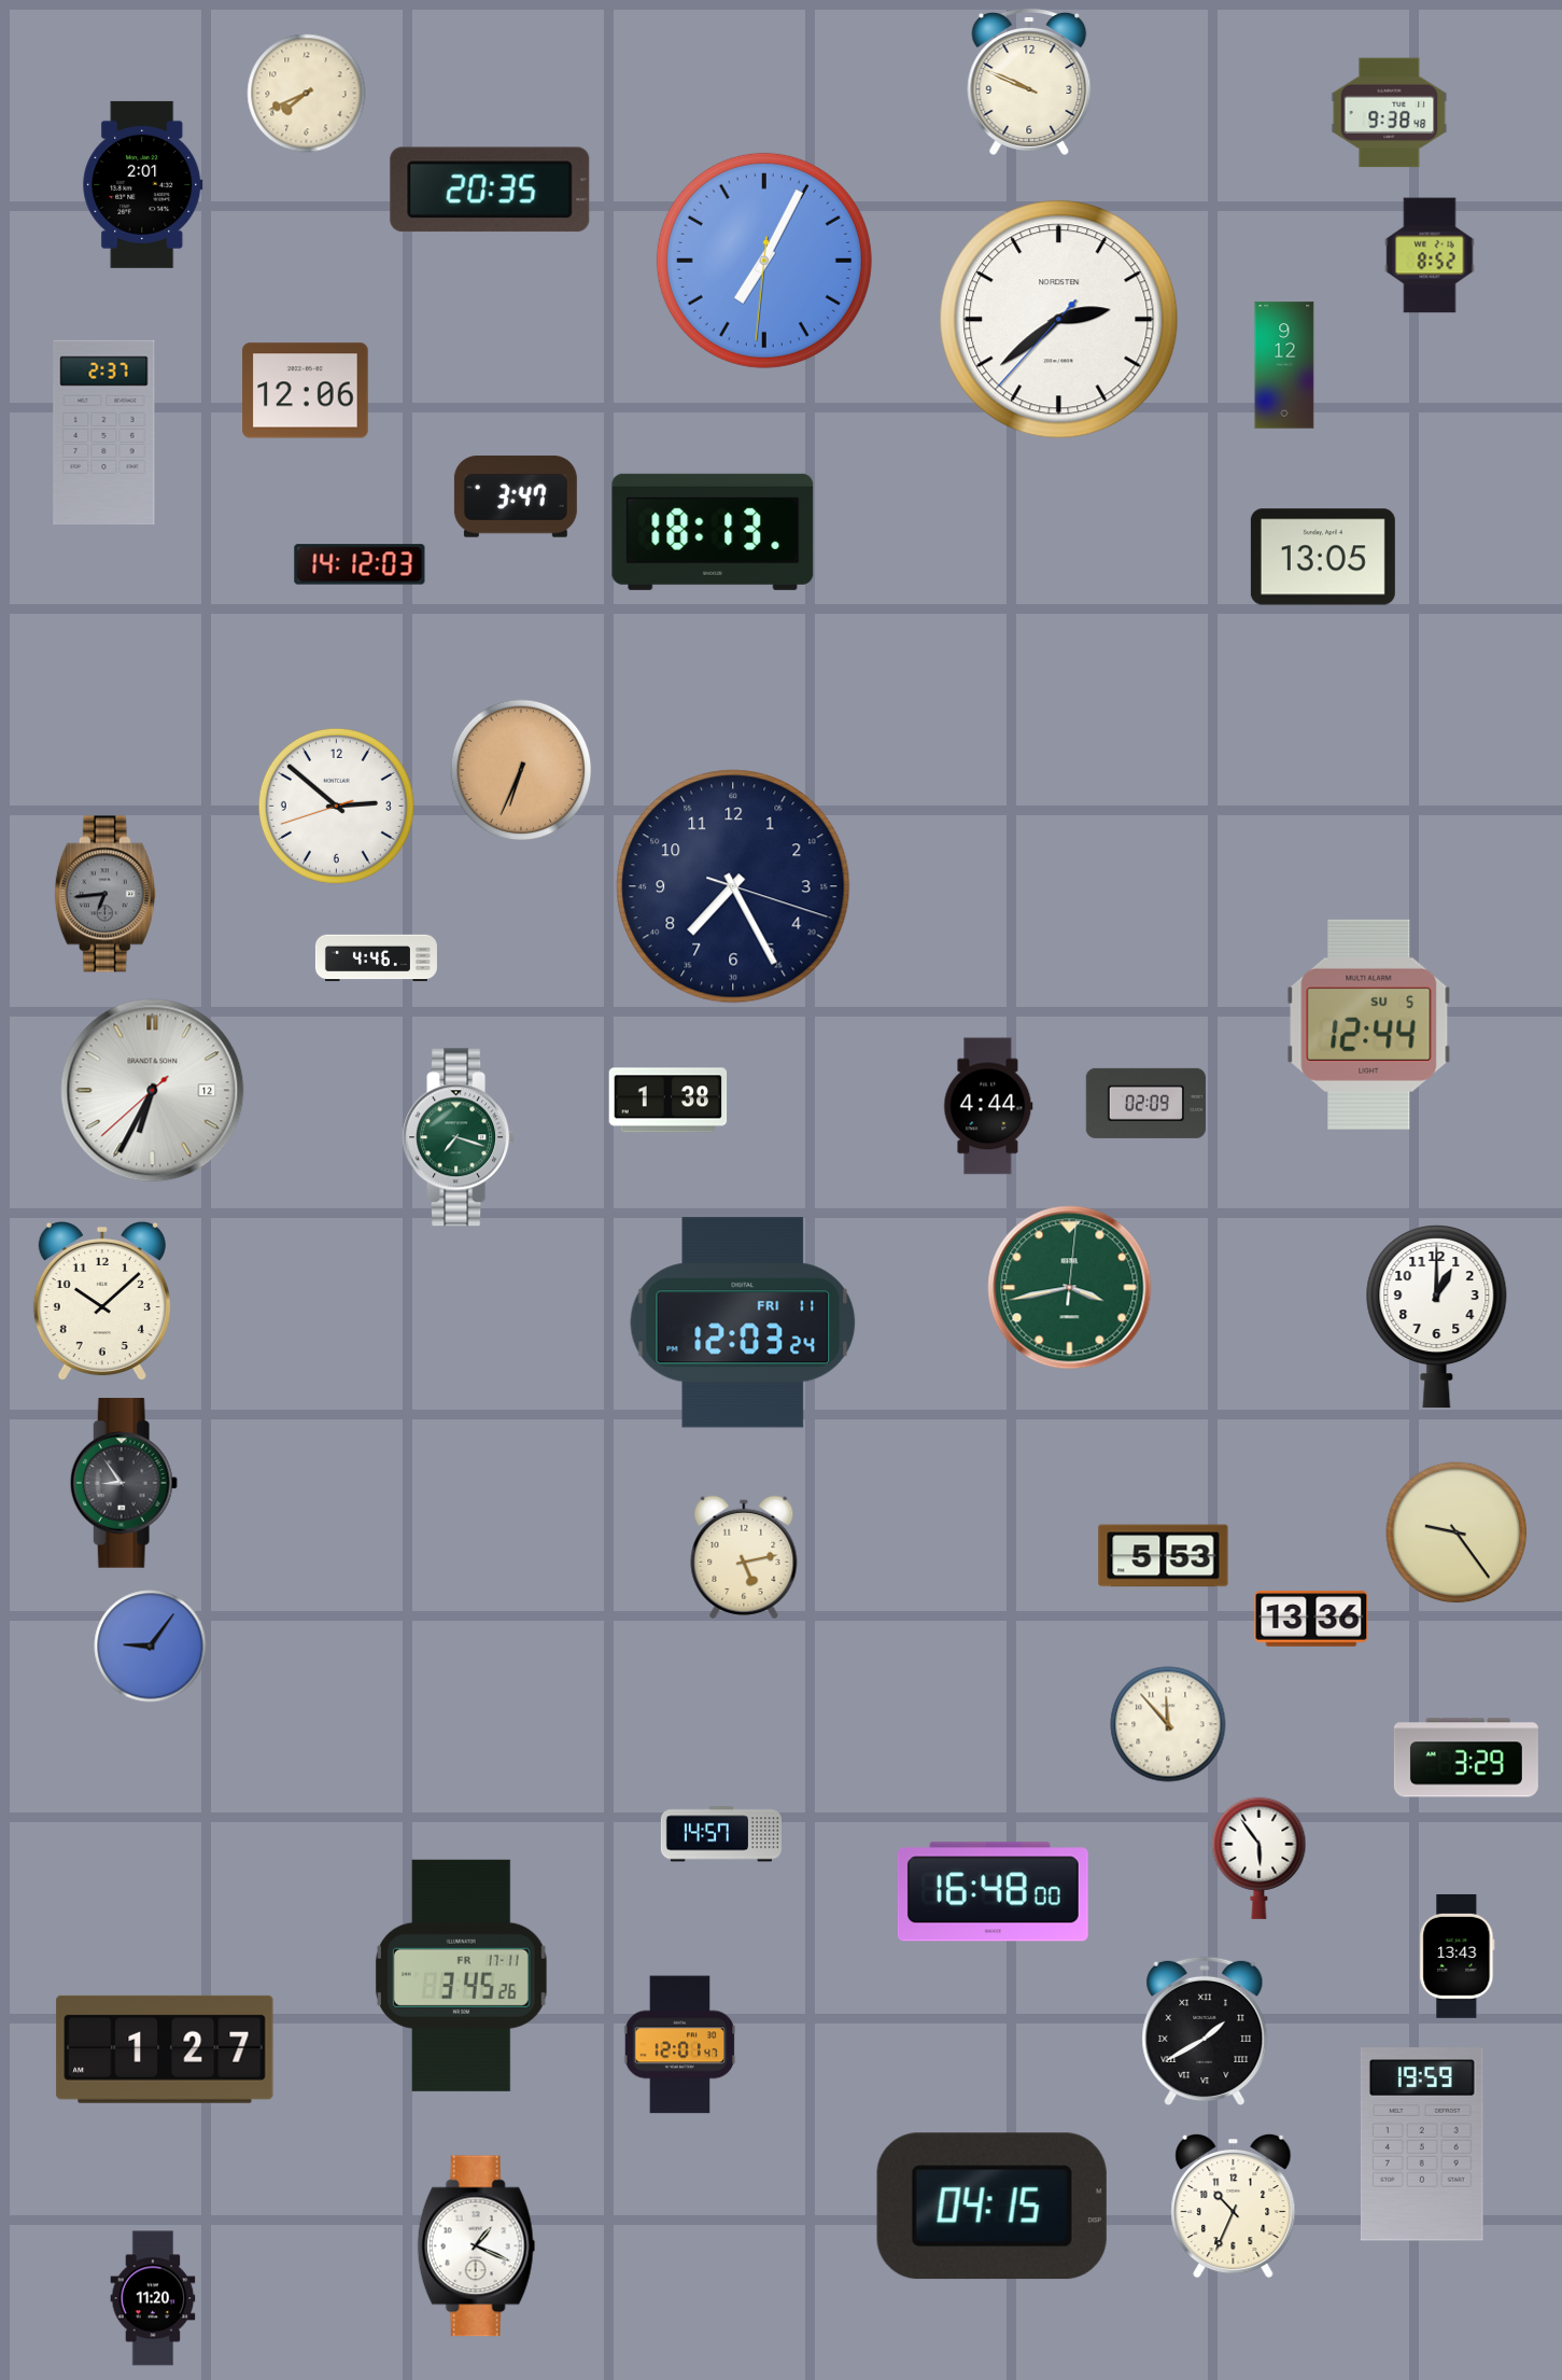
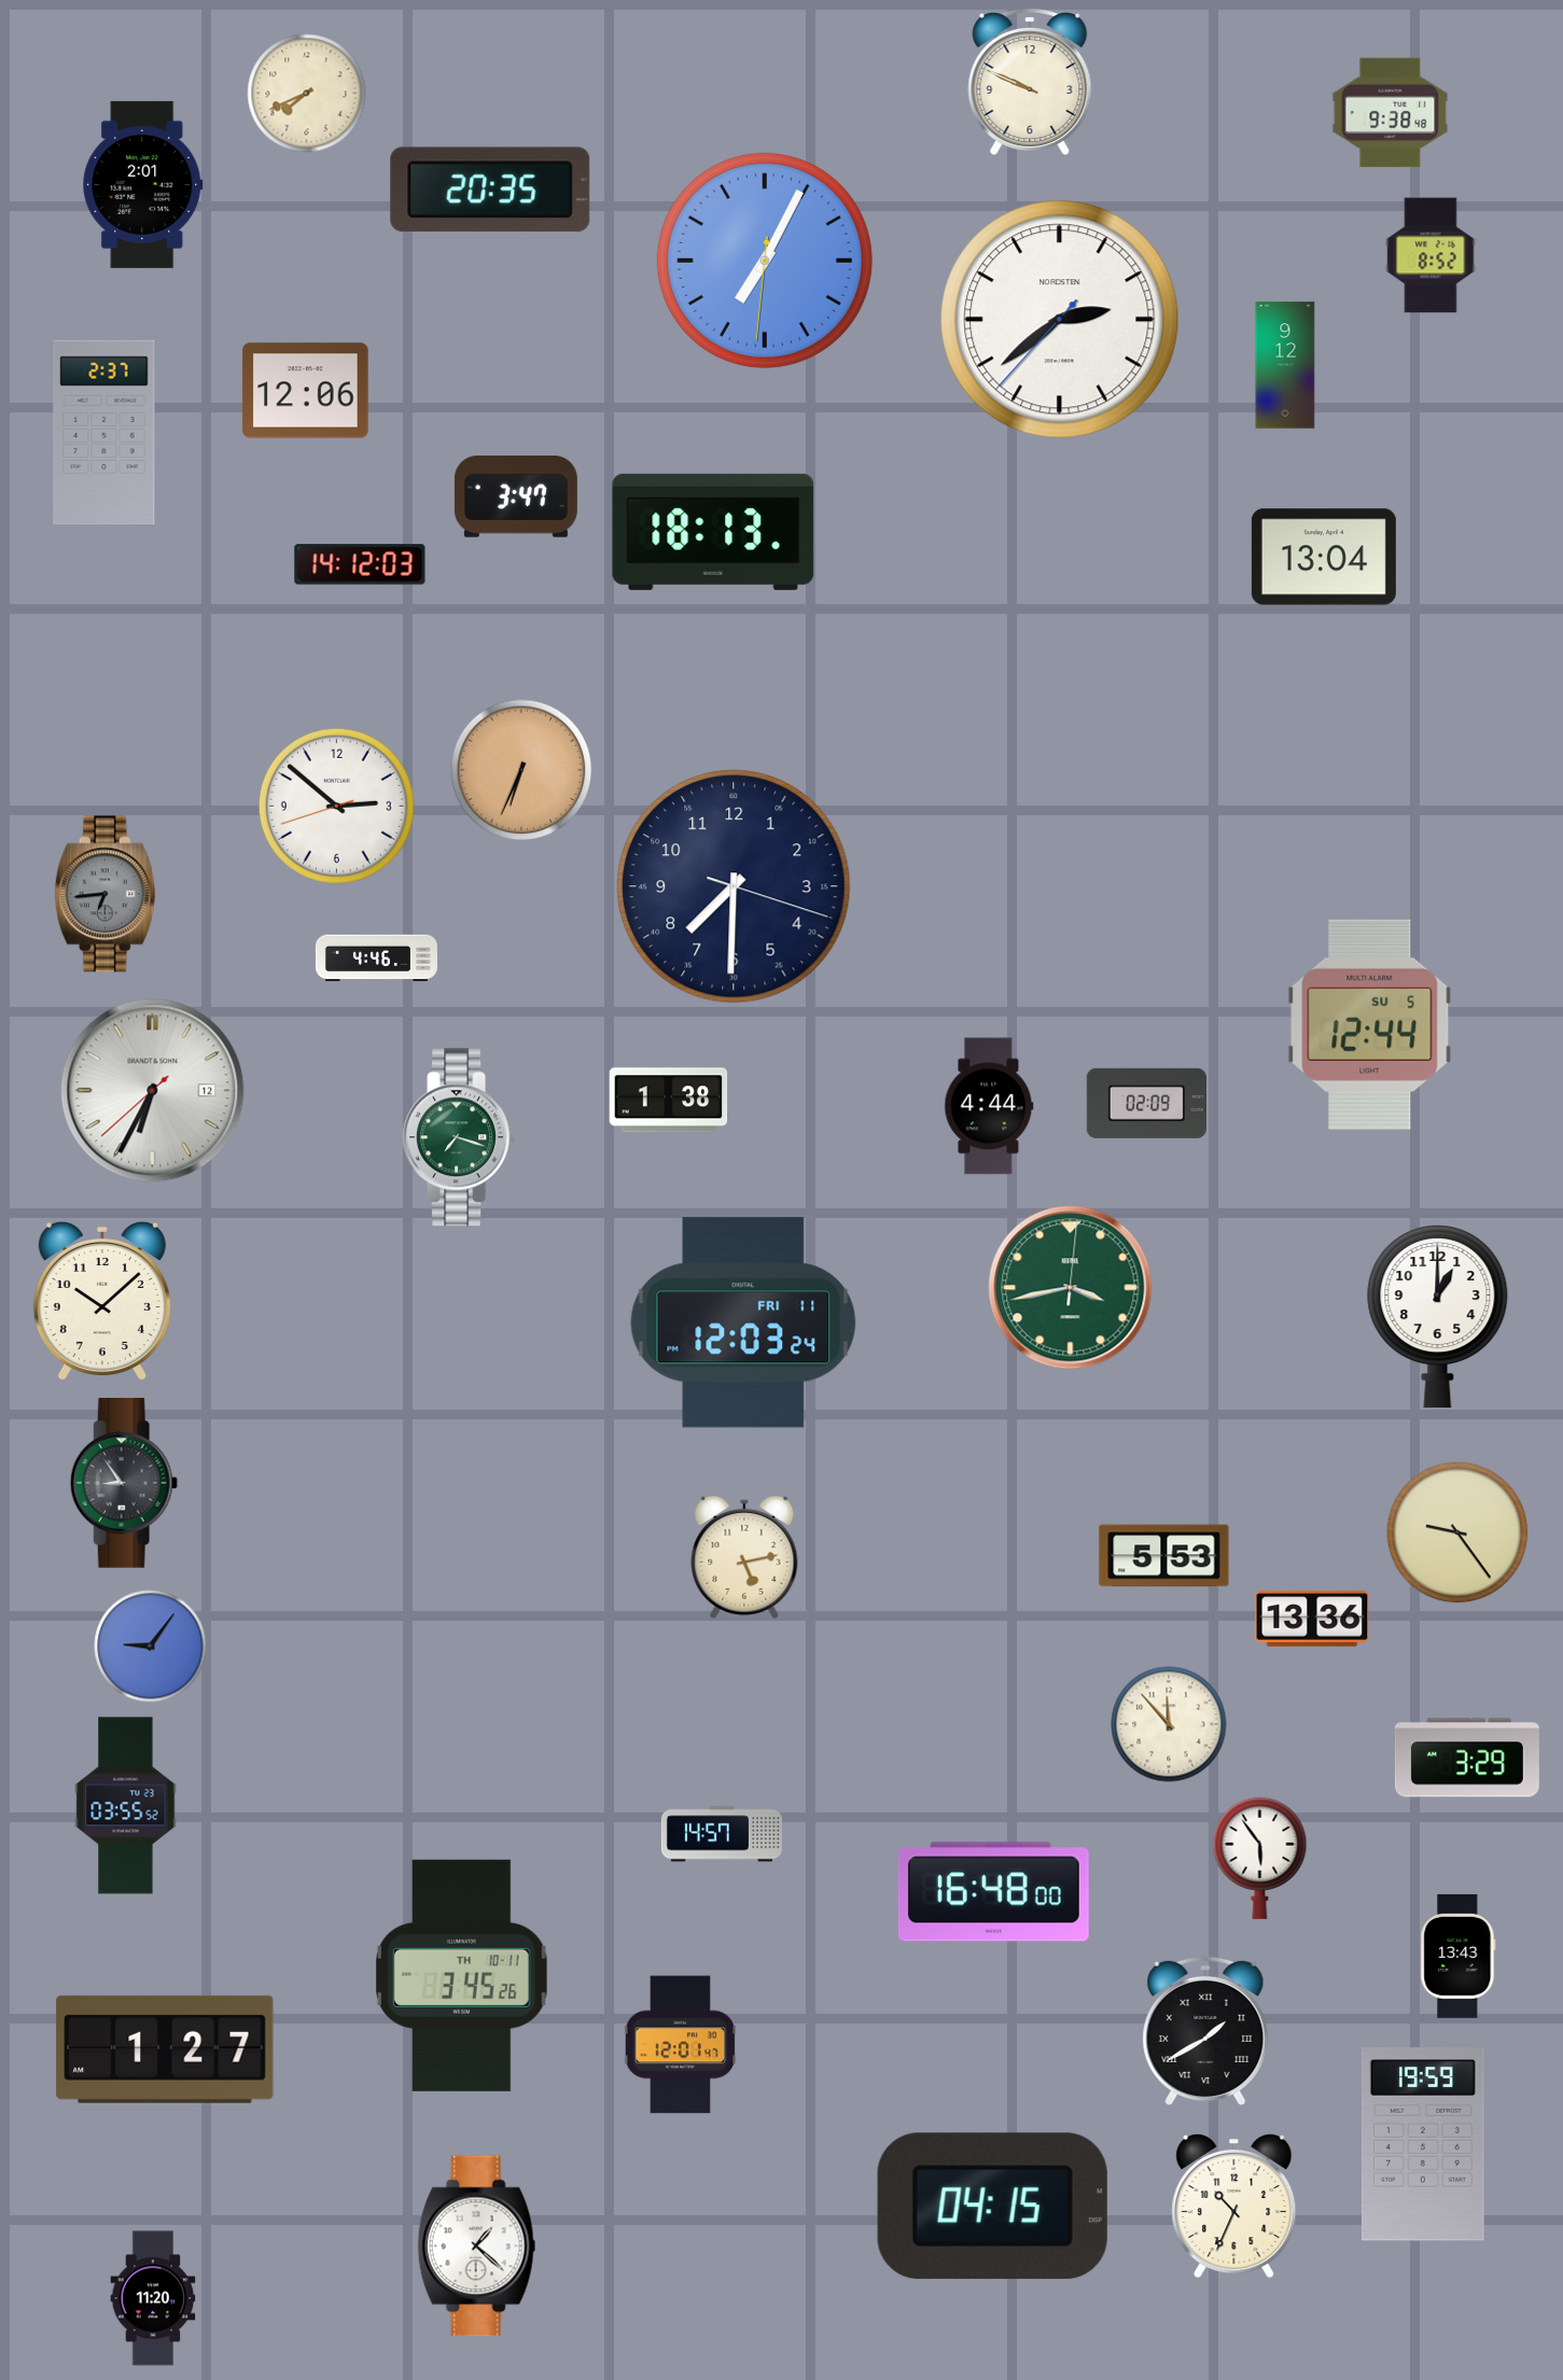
clock at (1323, 557): 13:05 -> 13:04
clock at (733, 886): 7:25 -> 7:30
clock at (126, 1806): none -> 03:55
clock at (461, 1975) date: FR 17-11 -> TH 10-11
clock at (477, 2246): 1:19 -> 1:22
